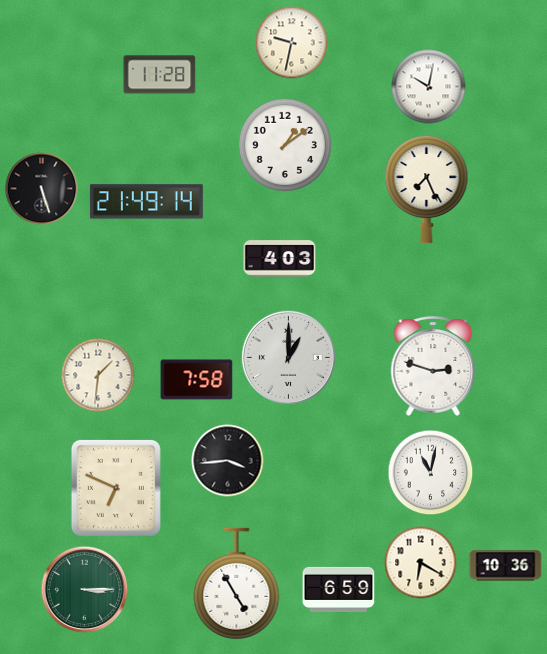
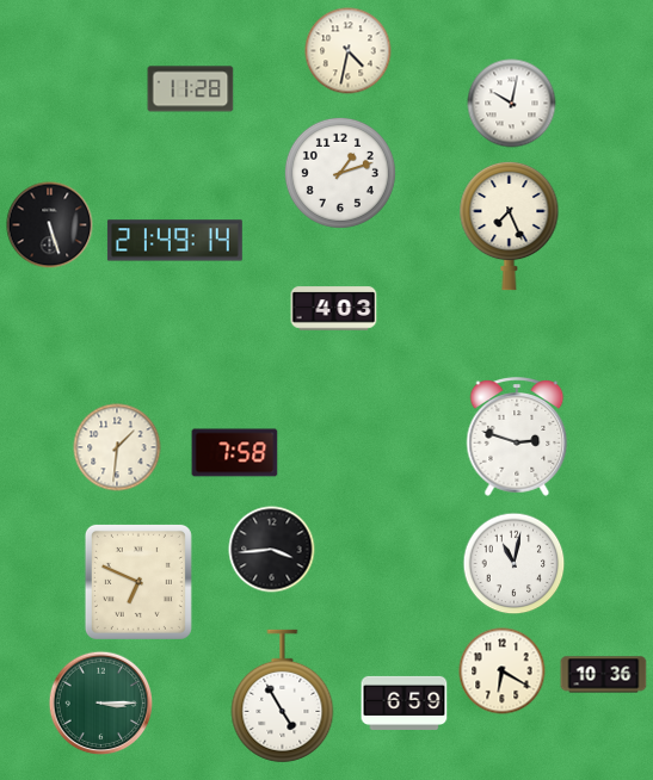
clock at (292, 43): 9:32 -> 4:32
clock at (285, 145): 1:09 -> 1:12
clock at (288, 357): 1:00 -> none
